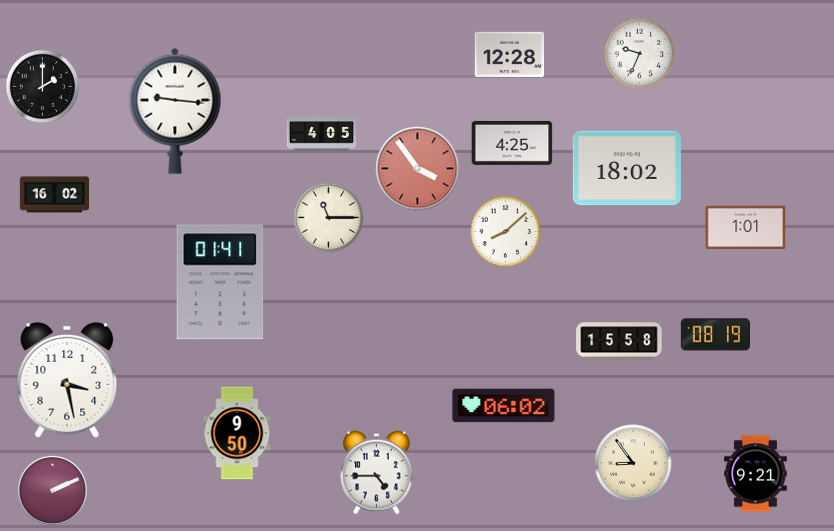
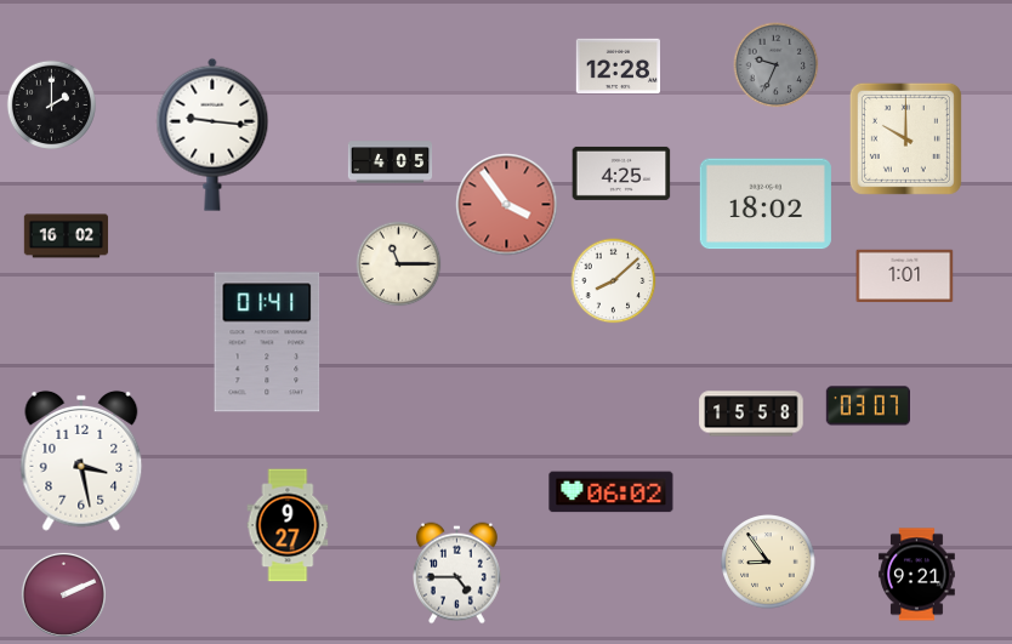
clock at (640, 54) dial: white -> grey
clock at (905, 138): none -> 10:00
clock at (627, 168) position: (627, 168) -> (766, 204)
clock at (715, 335): 08:19 -> 03:07
clock at (237, 433): 9:50 -> 9:27
